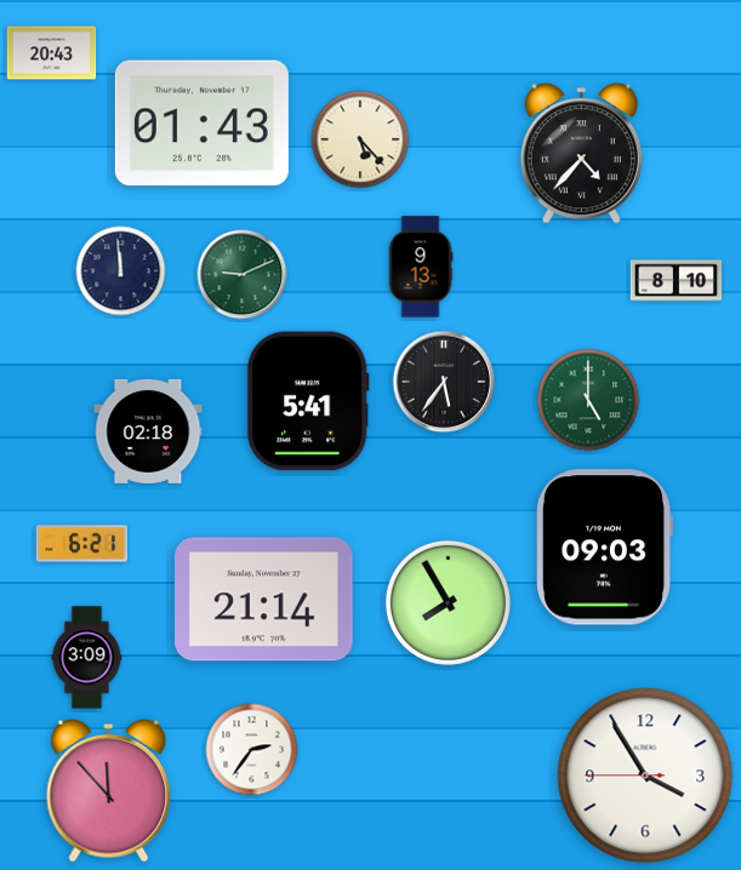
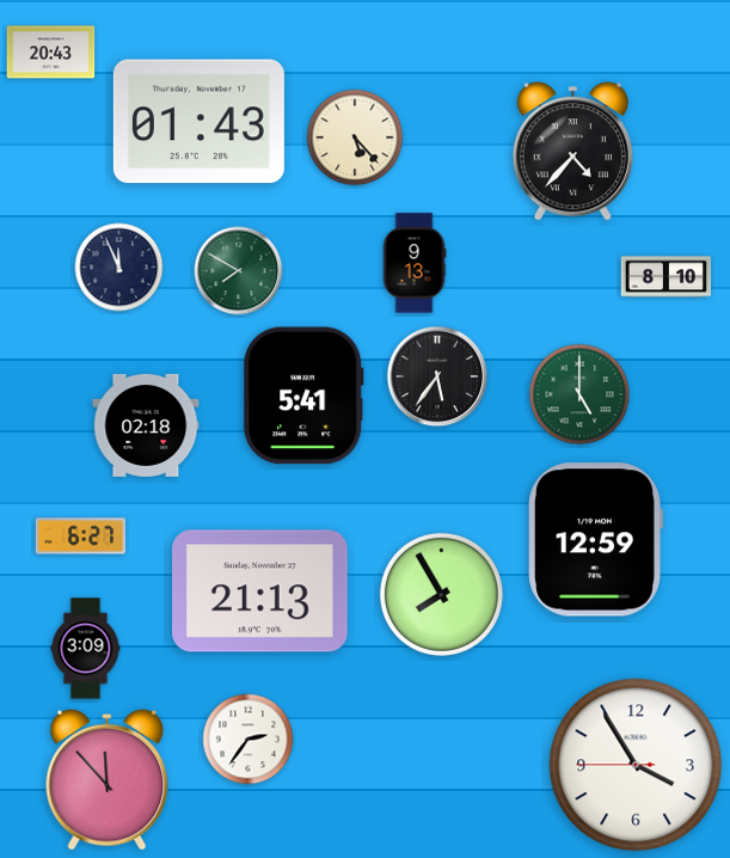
clock at (121, 271): 11:59 -> 11:56
clock at (243, 275): 9:11 -> 7:50
clock at (81, 544): 6:21 -> 6:27
clock at (604, 548): 09:03 -> 12:59
clock at (264, 600): 21:14 -> 21:13
